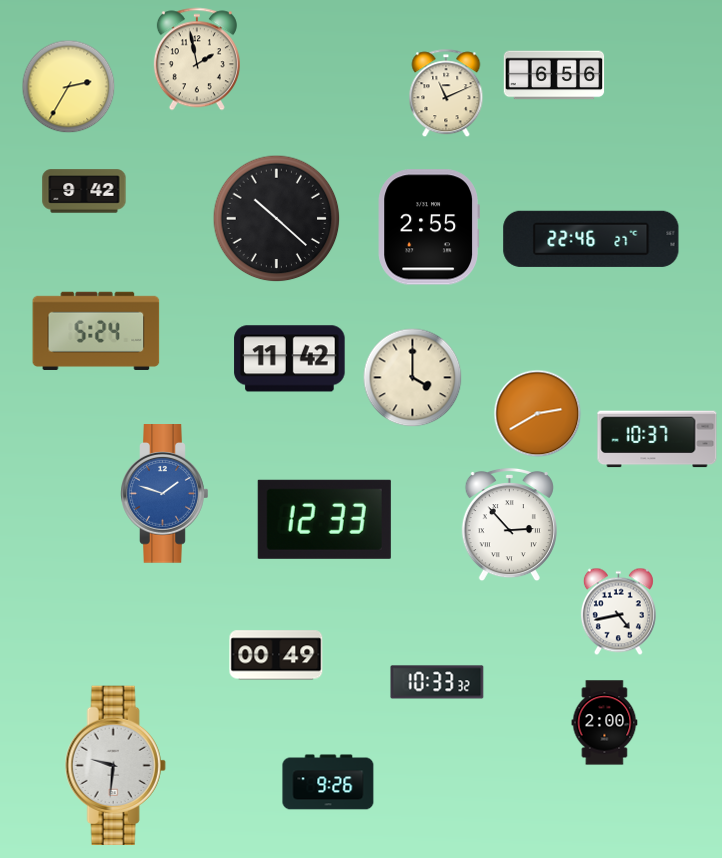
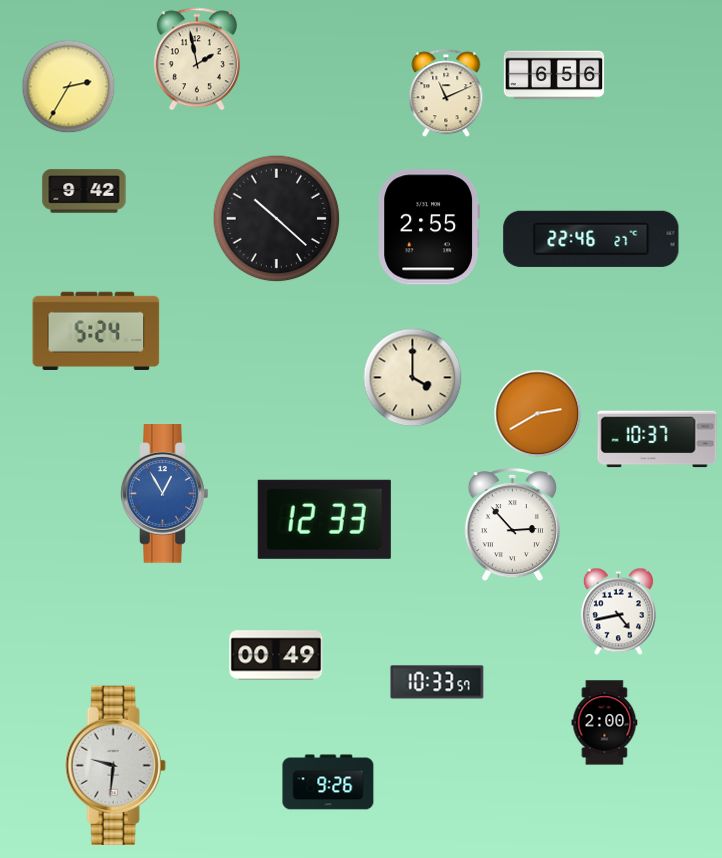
clock at (290, 359): 11:42 -> none
clock at (165, 494): 1:48 -> 12:55
clock at (509, 525) position: (509, 525) -> (512, 525)
clock at (437, 682): 10:33:32 -> 10:33:57
